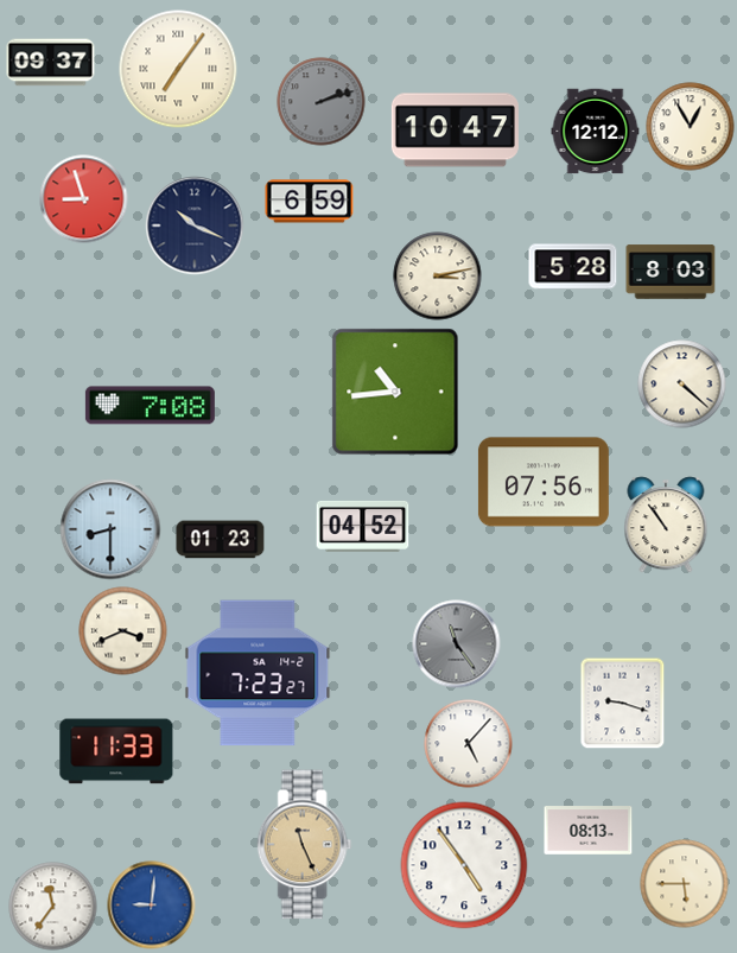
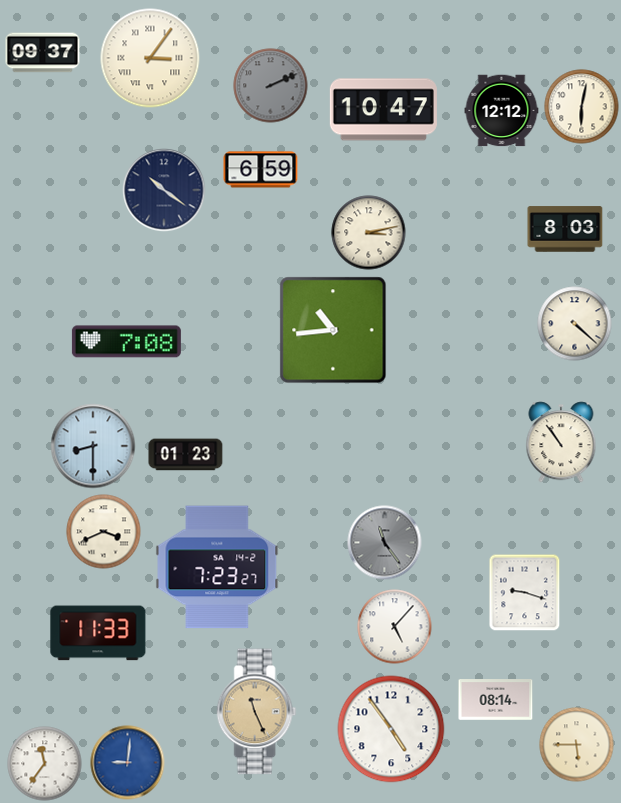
clock at (178, 69): 7:06 -> 3:06
clock at (322, 102): 2:12 -> 2:11
clock at (691, 127): 12:55 -> 6:02
clock at (84, 199): 8:57 -> none
clock at (195, 225): 10:19 -> 10:21
clock at (573, 267): 5:28 -> none
clock at (544, 482): 07:56 -> none
clock at (363, 526): 04:52 -> none
clock at (589, 831): 08:13 -> 08:14
